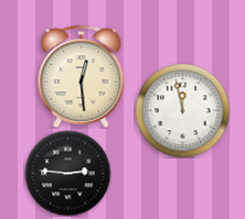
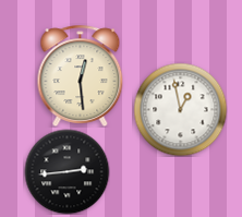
clock at (182, 110): 11:58 -> 12:58
clock at (67, 173): 2:46 -> 2:44
